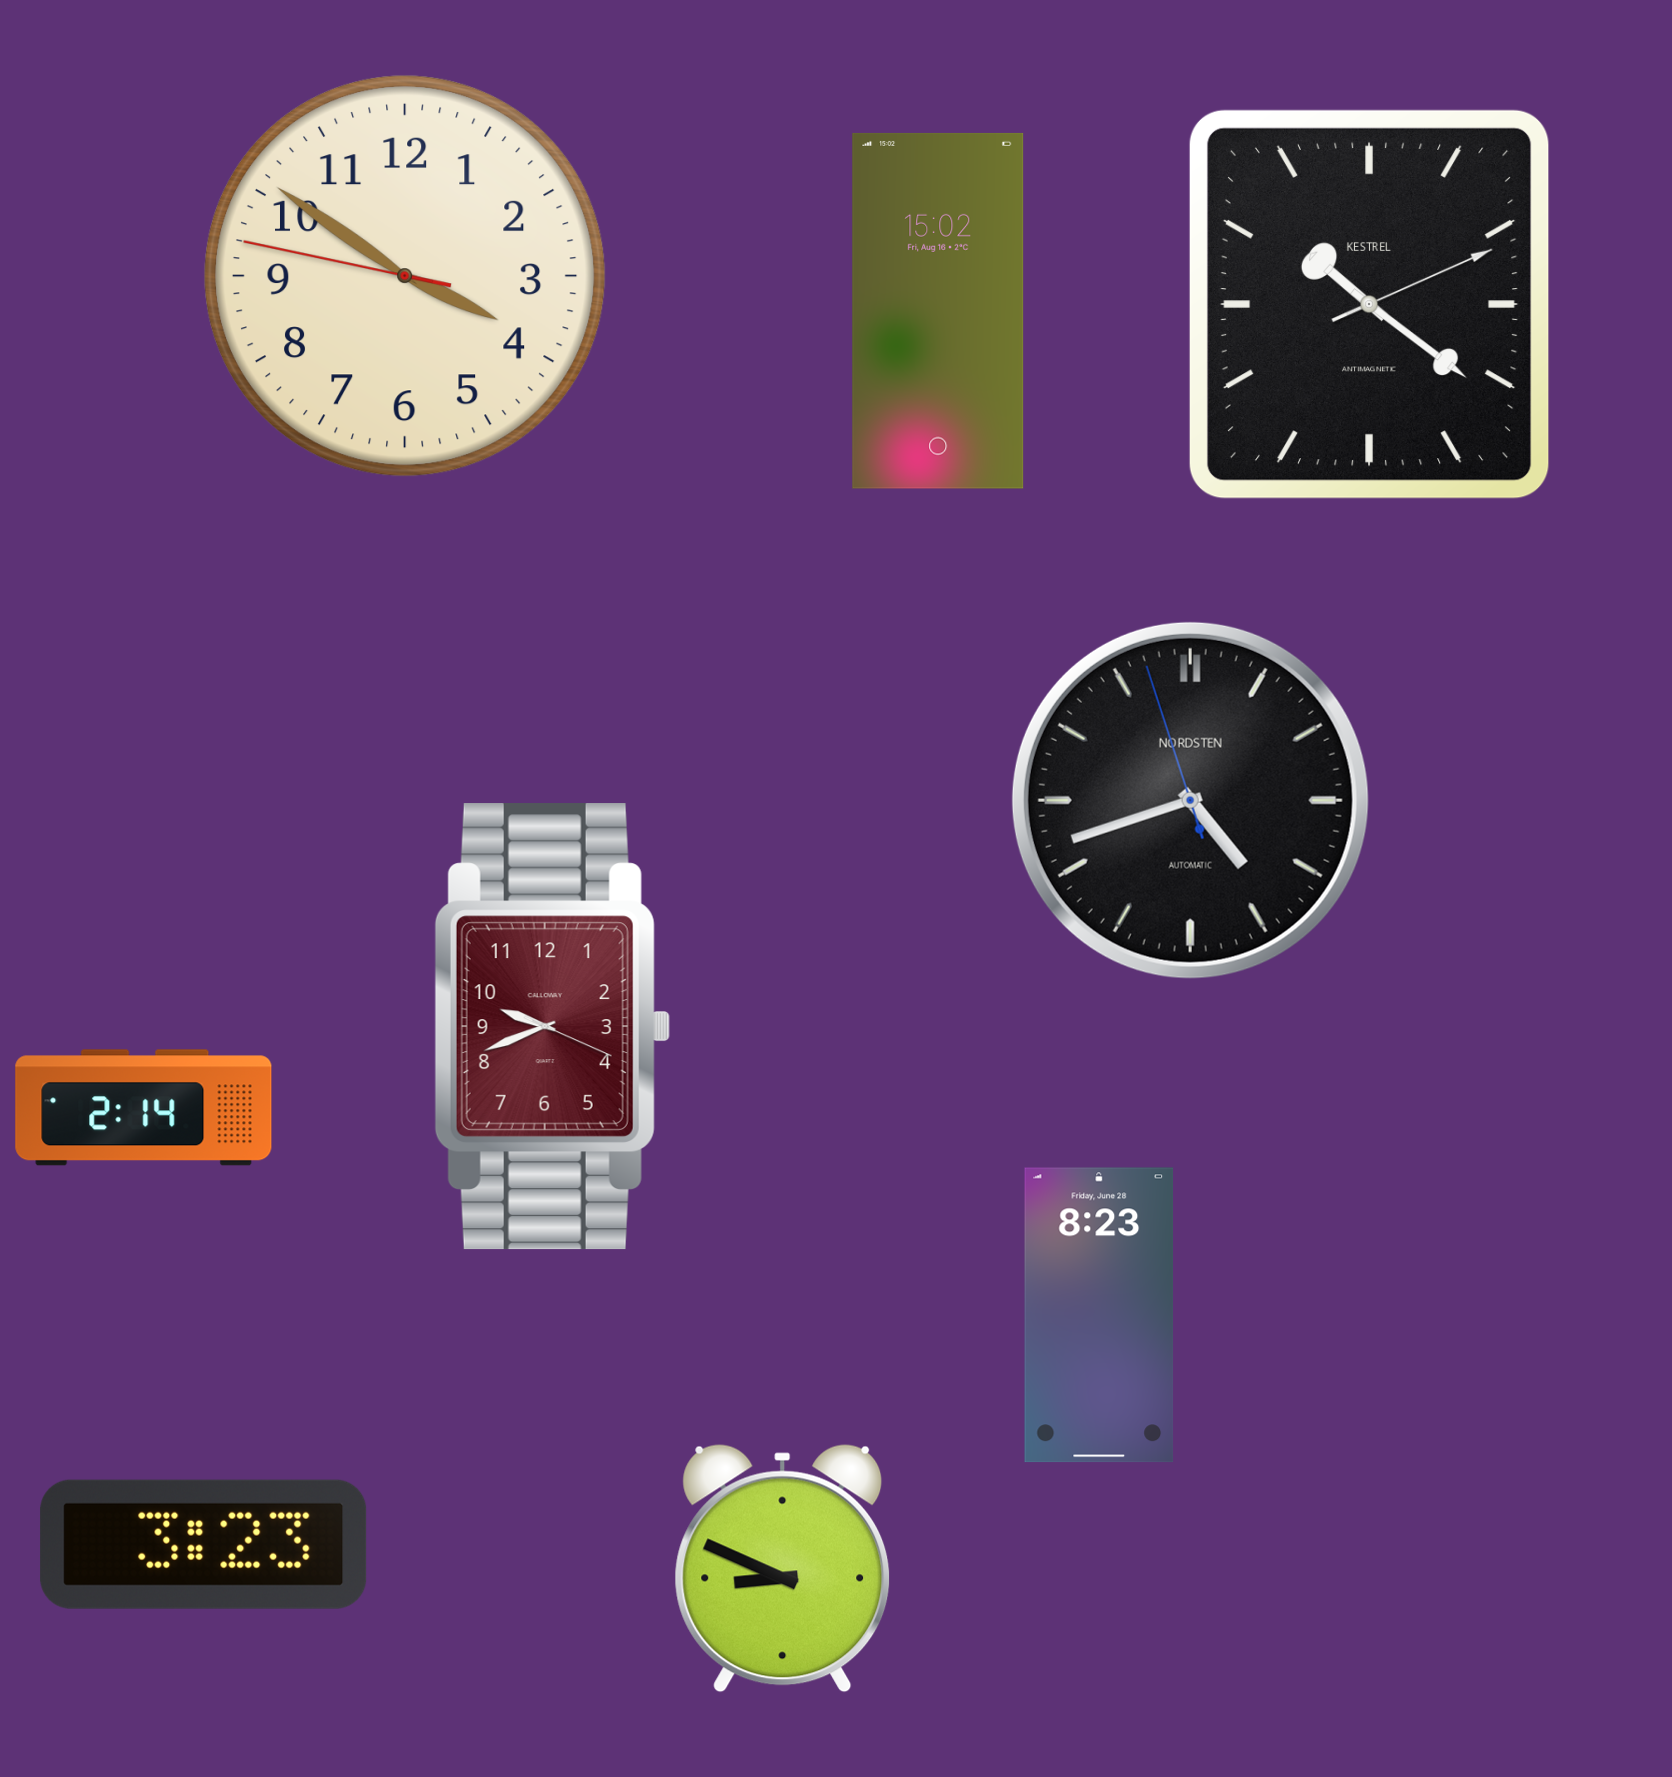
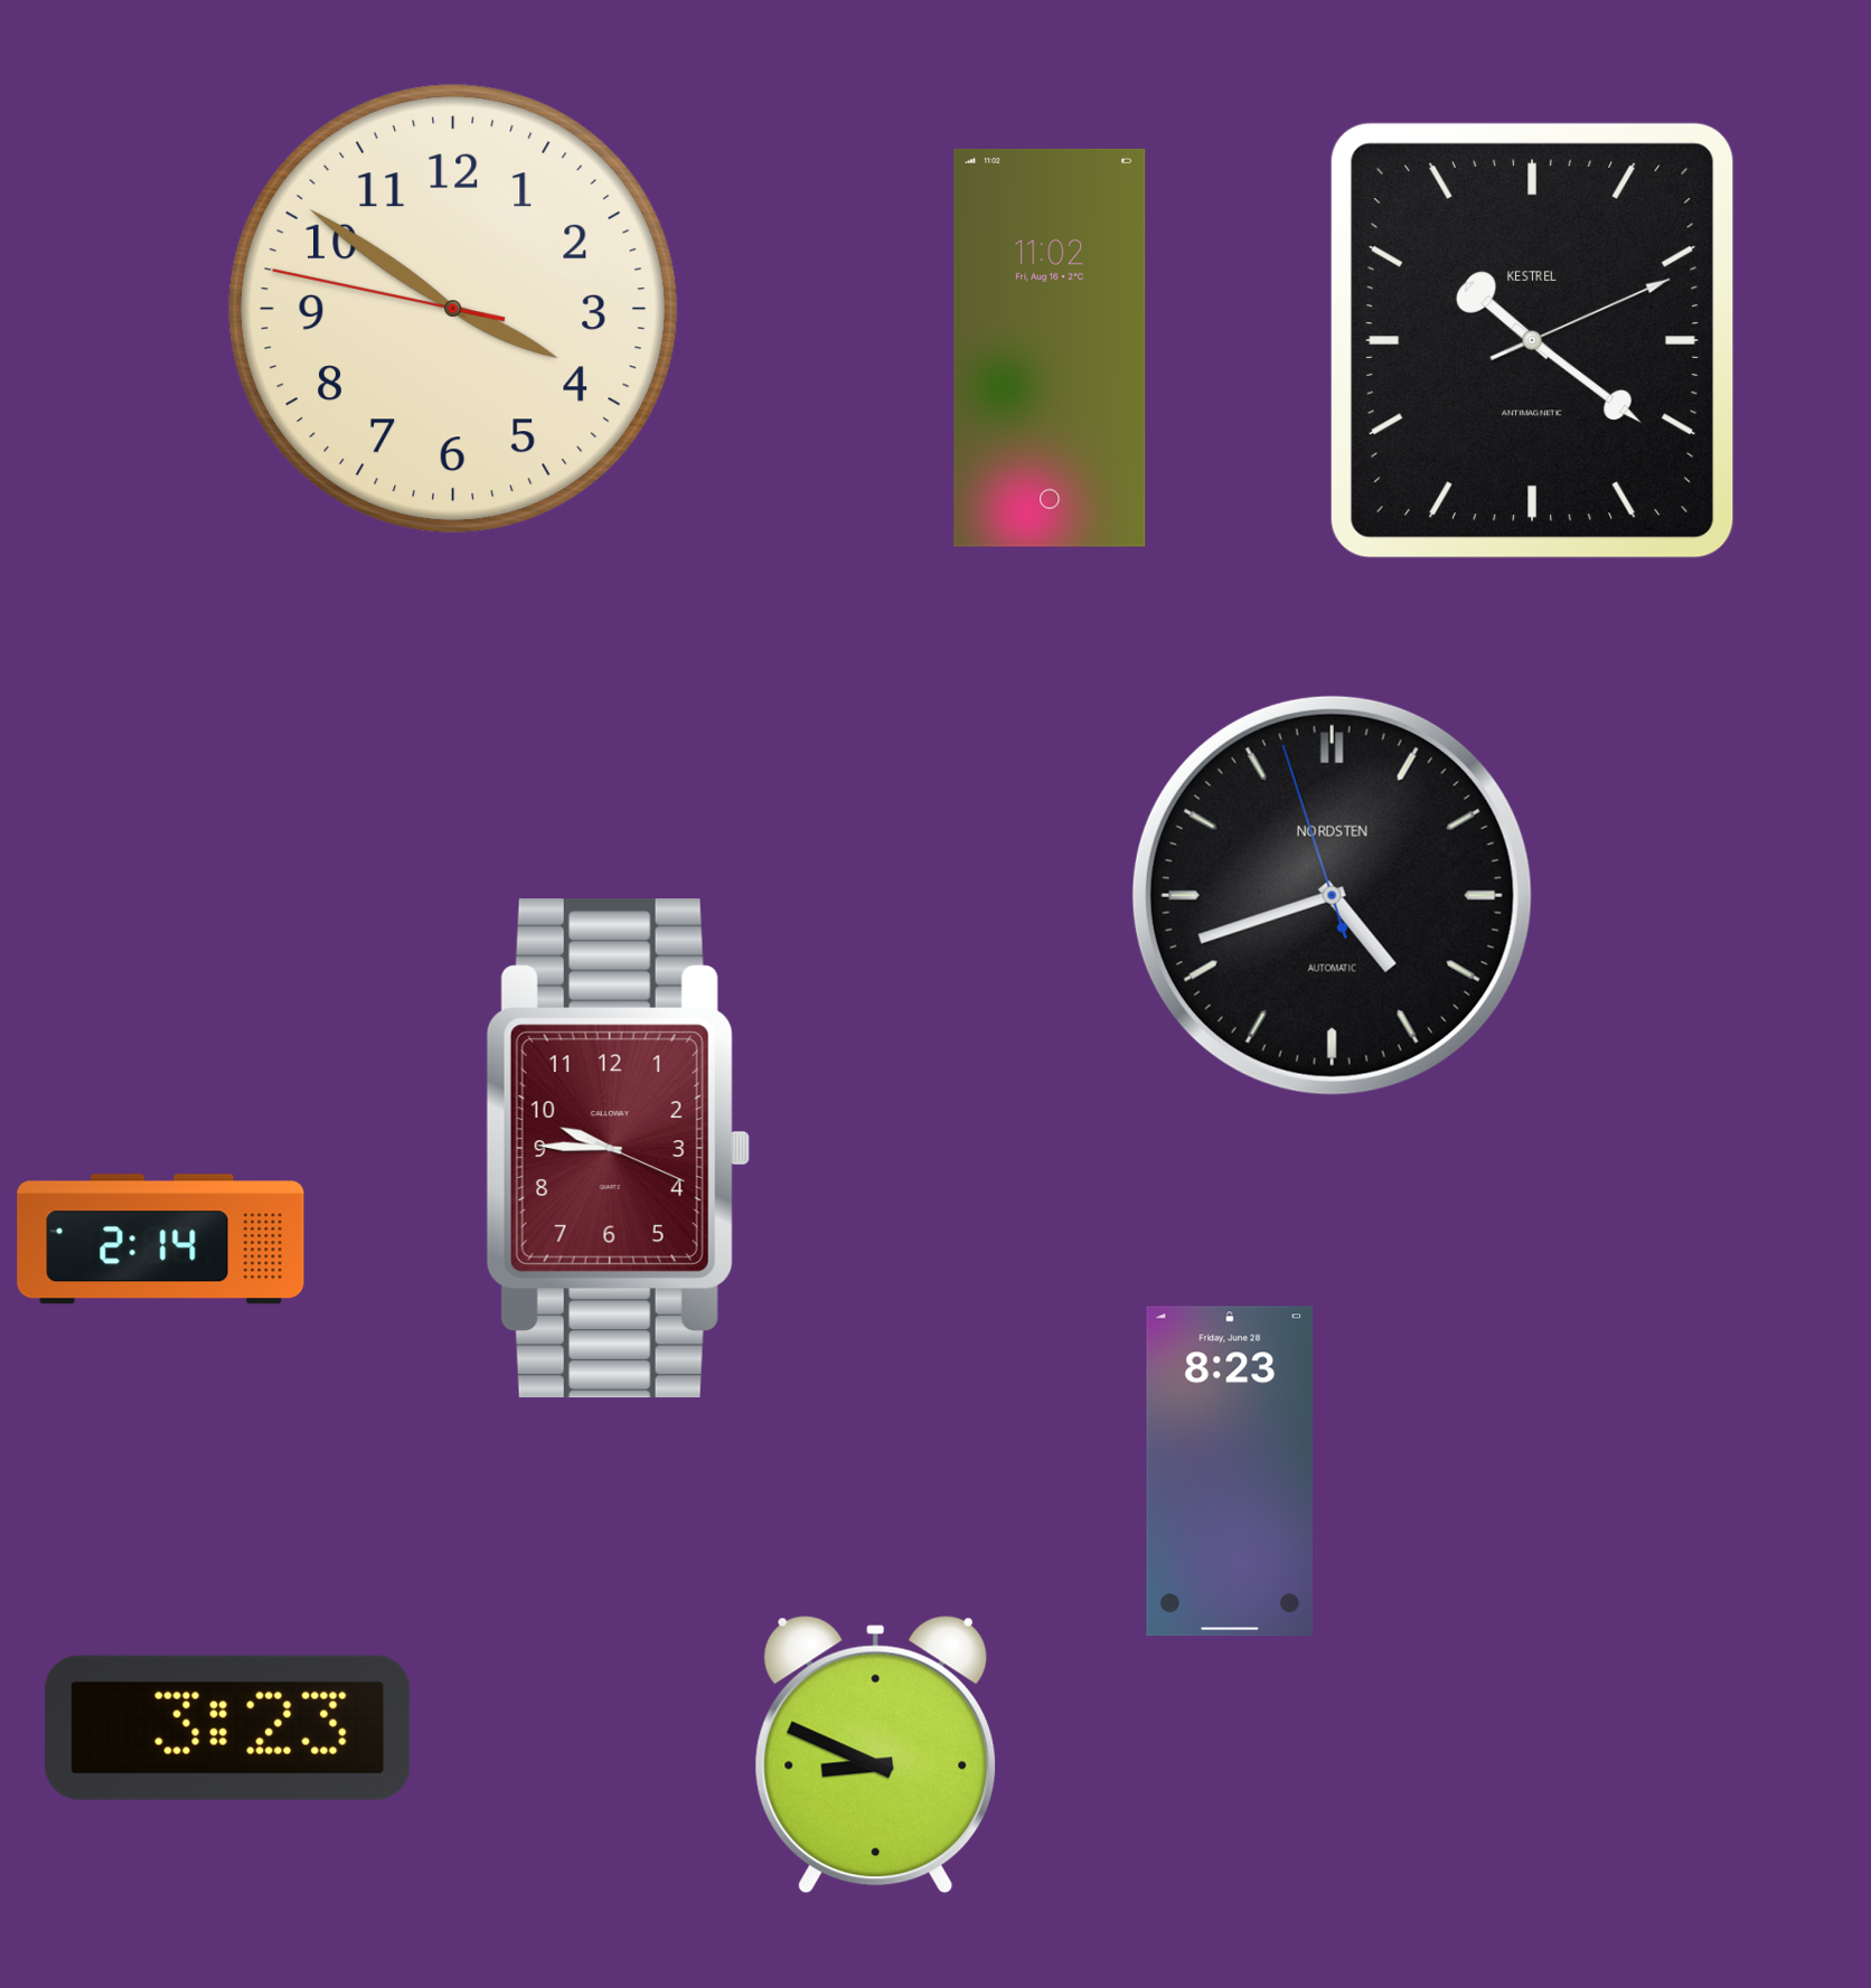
clock at (938, 311): 15:02 -> 11:02
clock at (552, 1027): 9:41 -> 9:45
